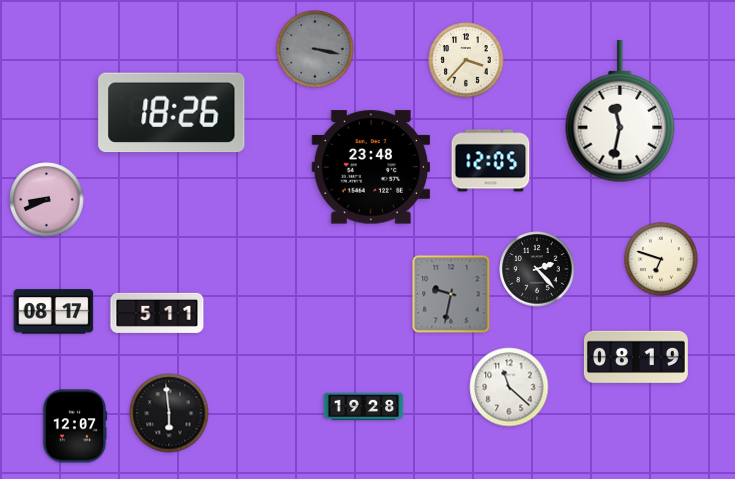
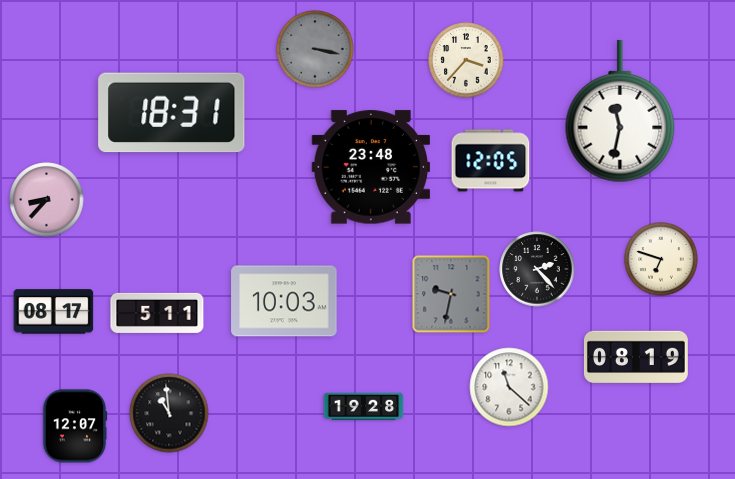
clock at (172, 113): 18:26 -> 18:31
clock at (47, 200): 8:41 -> 8:37
clock at (284, 301): none -> 10:03
clock at (169, 413): 5:59 -> 10:59
